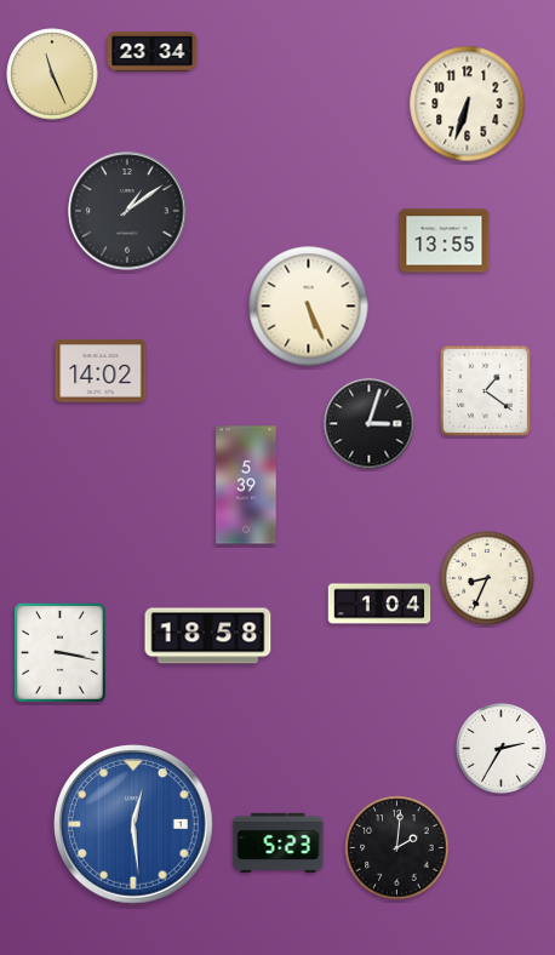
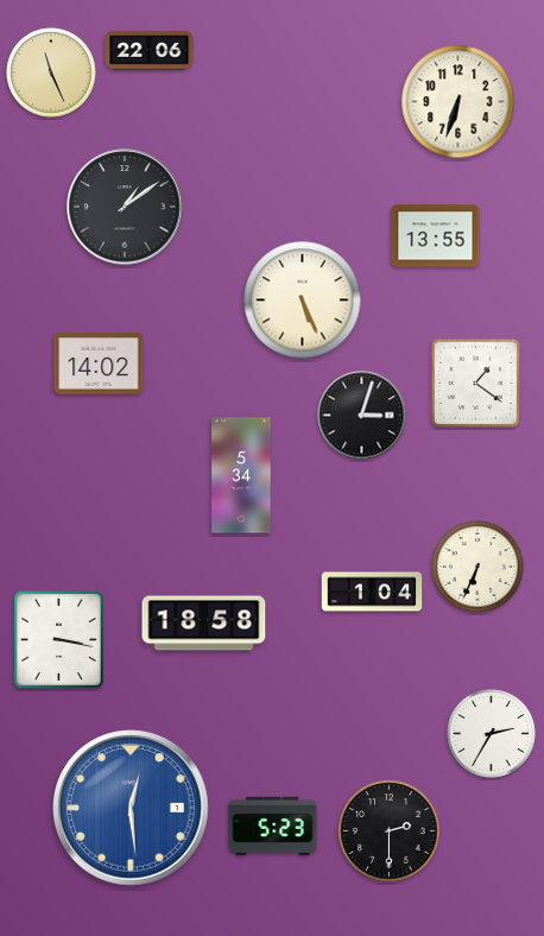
clock at (153, 52): 23:34 -> 22:06
clock at (246, 485): 5:39 -> 5:34
clock at (487, 578): 8:34 -> 6:34
clock at (397, 848): 2:01 -> 2:30
